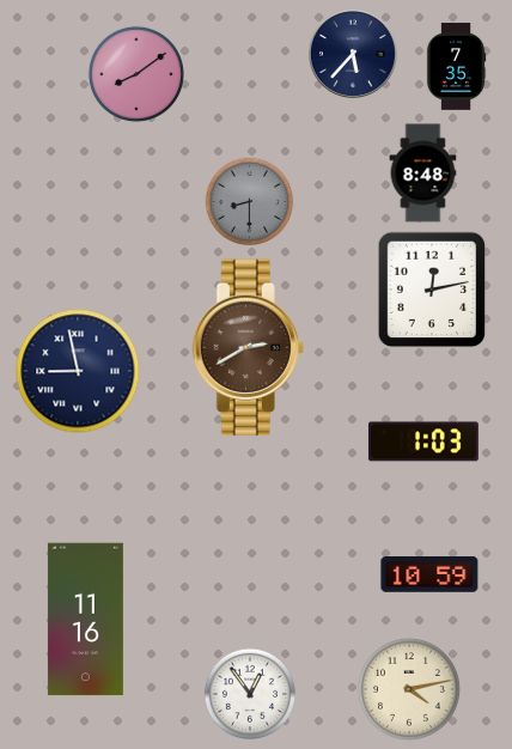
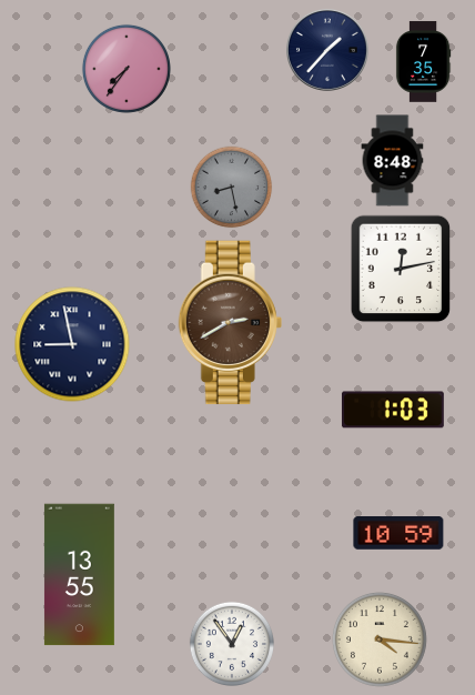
clock at (353, 54): 5:37 -> 1:37
clock at (136, 74): 8:09 -> 7:36
clock at (250, 202): 8:30 -> 8:28
clock at (85, 620): 11:16 -> 13:55
clock at (410, 690): 4:13 -> 4:16
